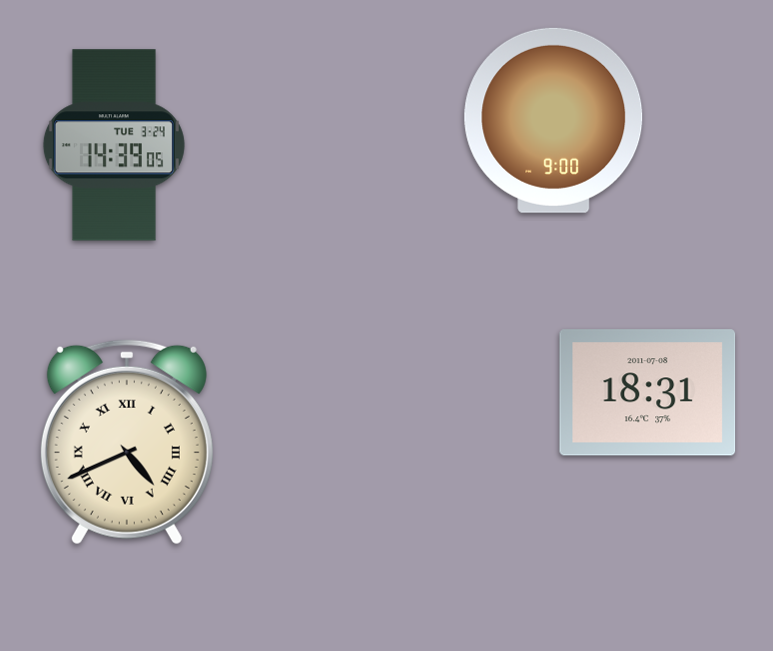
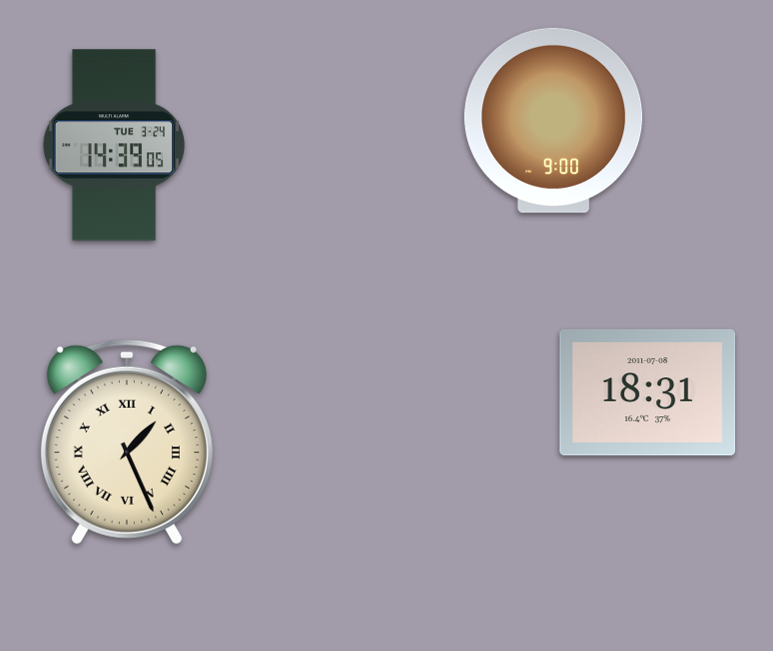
clock at (127, 442): 4:41 -> 1:26
